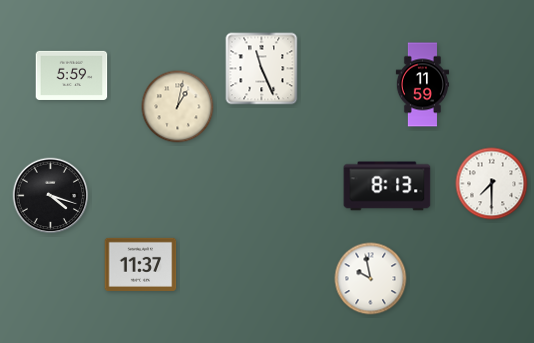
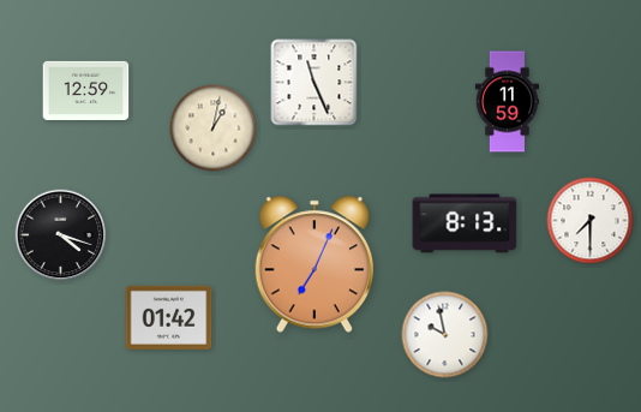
clock at (72, 75): 5:59 -> 12:59
clock at (313, 264): none -> 7:04
clock at (141, 264): 11:37 -> 01:42
